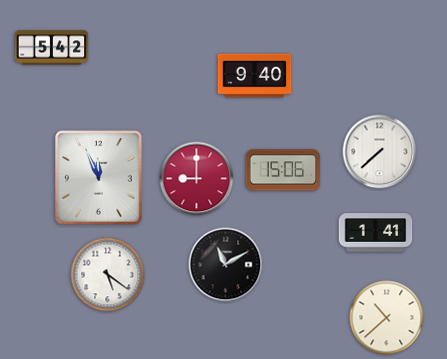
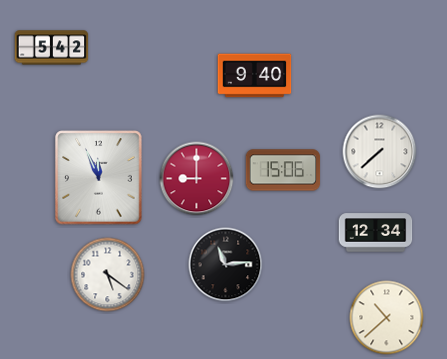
clock at (376, 233): 1:41 -> 12:34
clock at (226, 265): 11:10 -> 11:14
